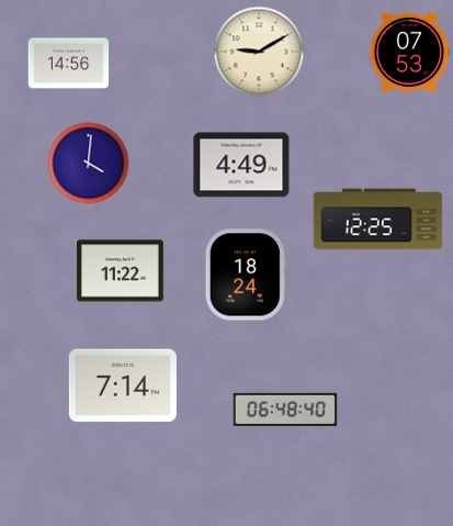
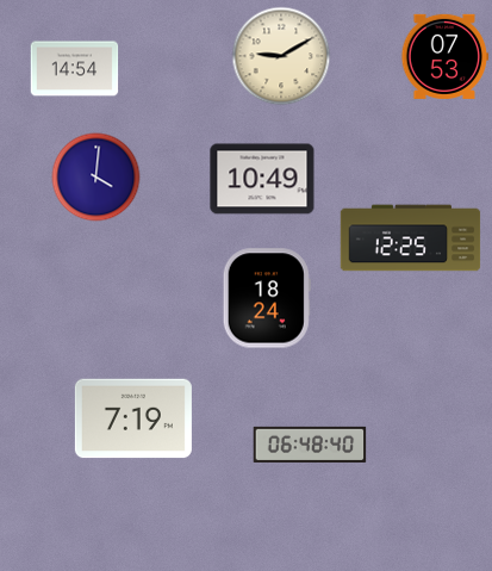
clock at (69, 64): 14:56 -> 14:54
clock at (241, 165): 4:49 -> 10:49
clock at (121, 271): 11:22 -> none
clock at (123, 385): 7:14 -> 7:19
